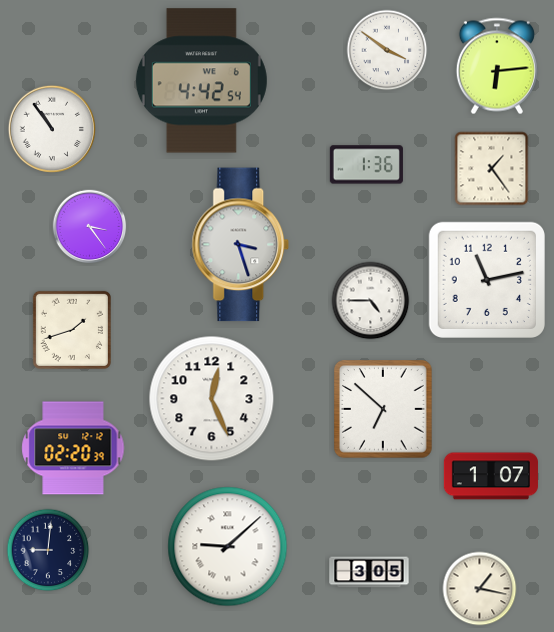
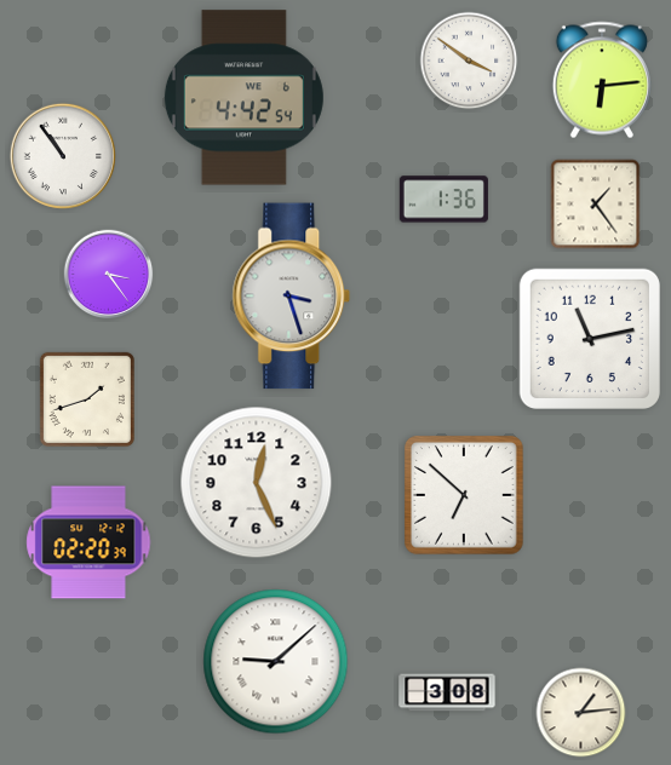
clock at (371, 301): 4:45 -> none
clock at (491, 476): 1:07 -> none
clock at (48, 550): 9:01 -> none
clock at (369, 572): 3:05 -> 3:08
clock at (480, 589): 1:17 -> 1:14
